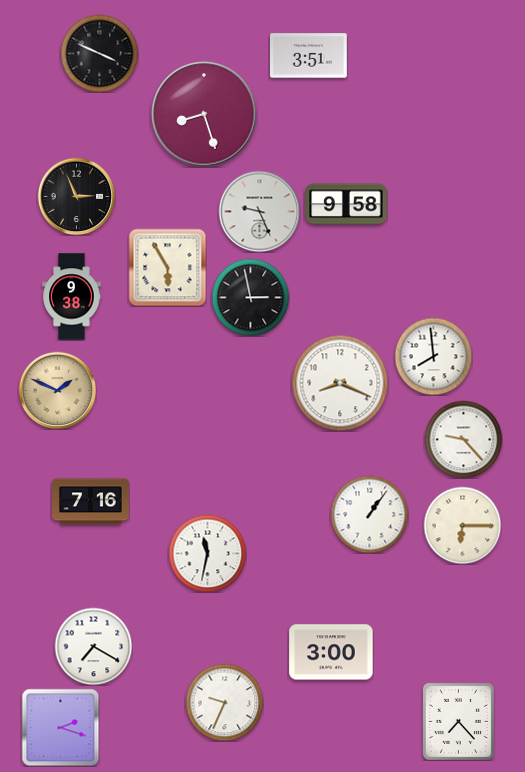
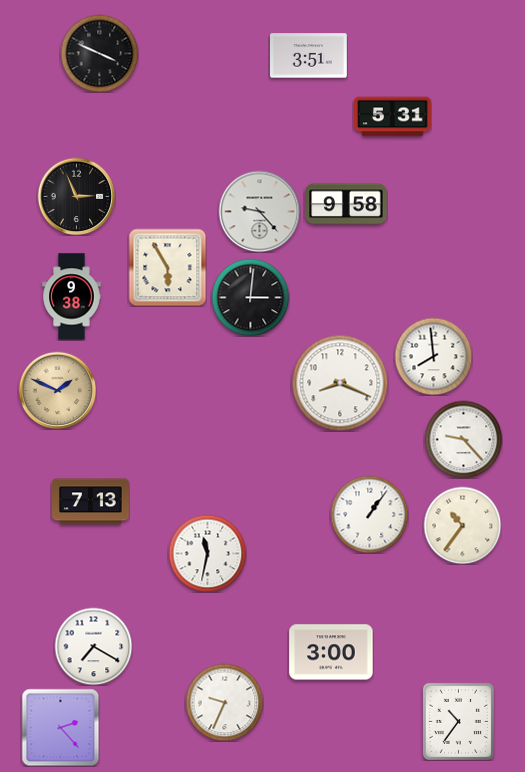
clock at (204, 114): 8:27 -> none
clock at (393, 117): none -> 5:31
clock at (259, 211): 9:26 -> 9:23
clock at (250, 297): 2:58 -> 3:01
clock at (91, 502): 7:16 -> 7:13
clock at (462, 525): 6:15 -> 10:36
clock at (458, 721): 7:23 -> 10:36
clock at (60, 727): 2:18 -> 2:23
